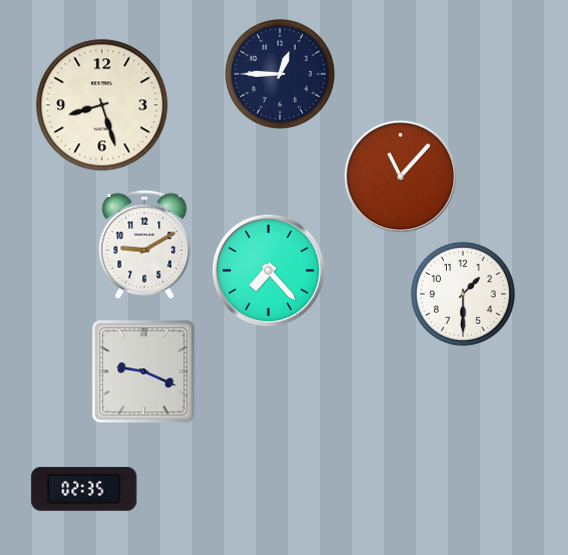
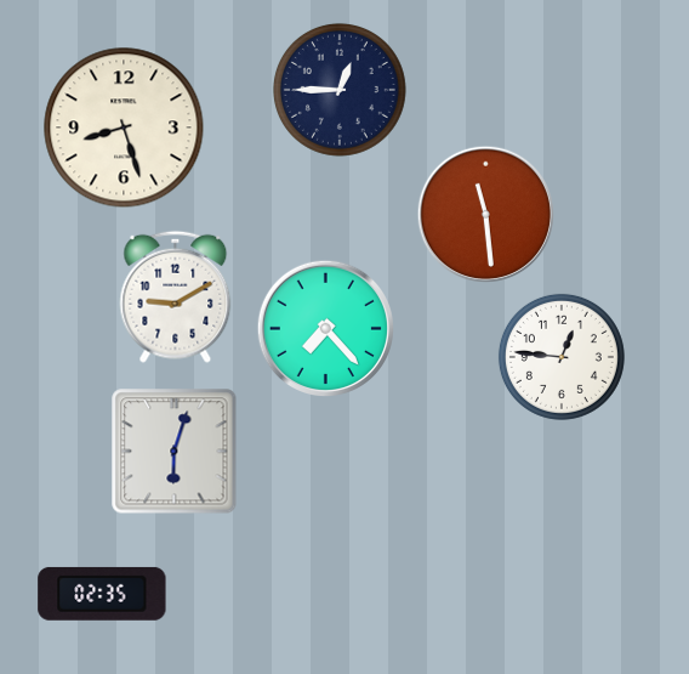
clock at (400, 176): 11:07 -> 11:29
clock at (463, 294): 1:30 -> 12:46
clock at (144, 372): 9:19 -> 6:03
